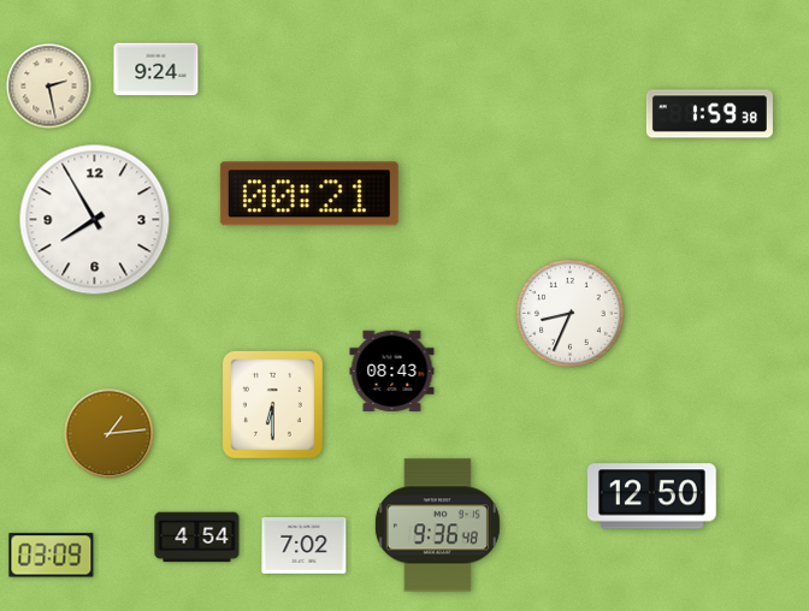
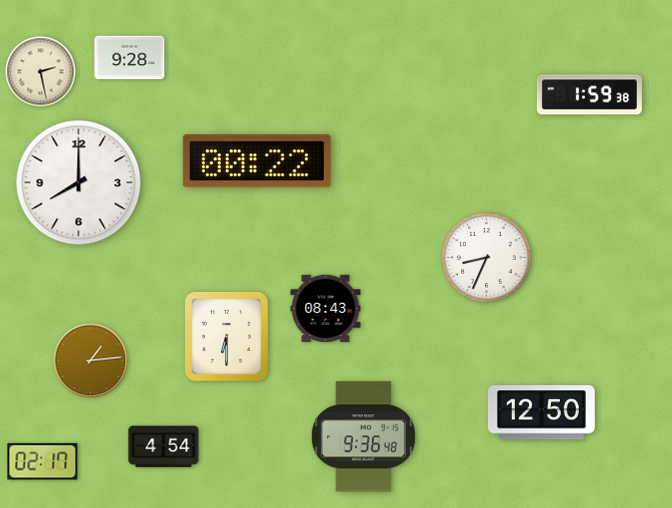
clock at (157, 70): 9:24 -> 9:28
clock at (309, 194): 00:21 -> 00:22
clock at (95, 220): 7:55 -> 8:00
clock at (571, 314) position: (571, 314) -> (487, 258)
clock at (305, 546): 7:02 -> none
clock at (52, 556): 03:09 -> 02:17
